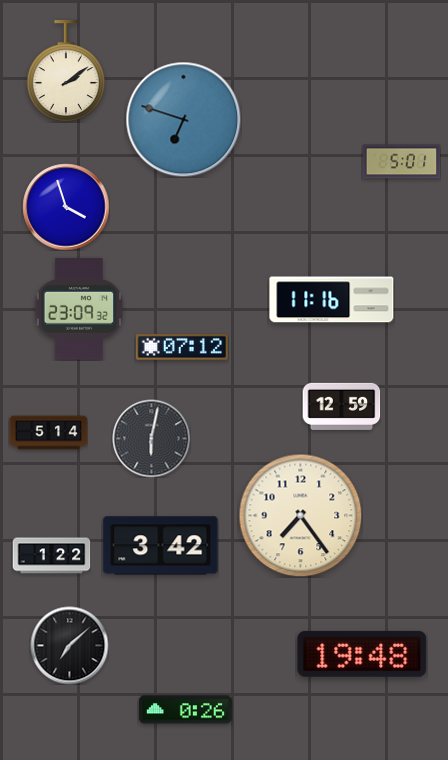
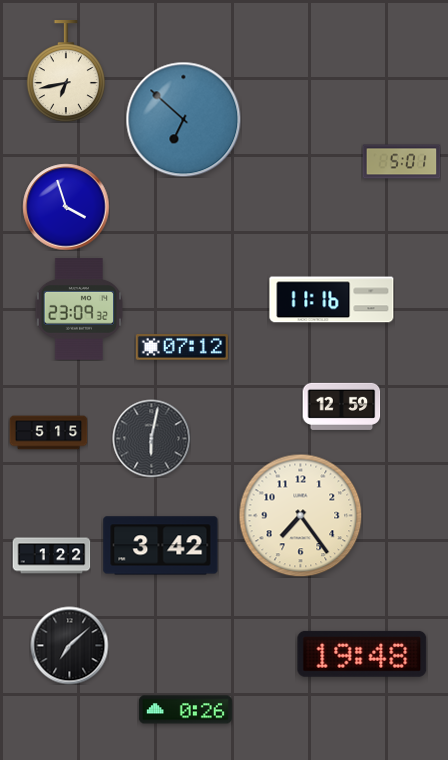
clock at (66, 71): 2:09 -> 6:43
clock at (183, 119): 6:48 -> 6:52
clock at (48, 433): 5:14 -> 5:15
